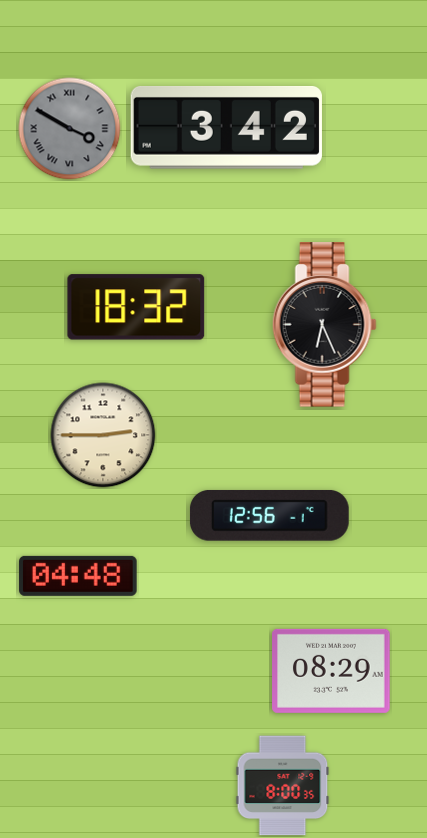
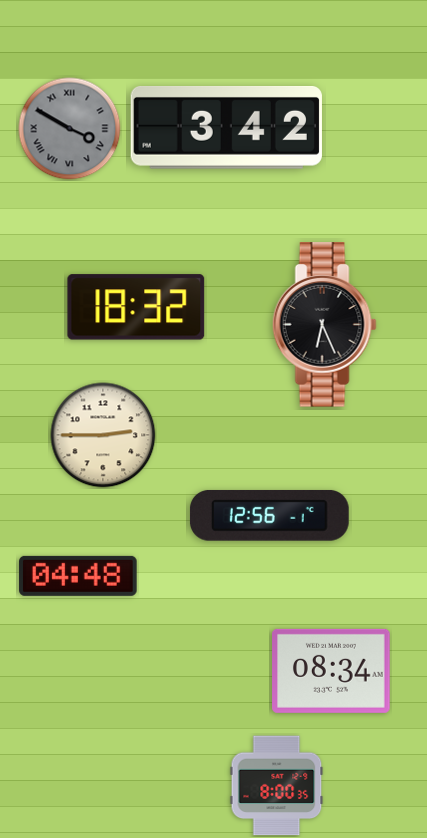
clock at (331, 671): 08:29 -> 08:34
clock at (283, 786) position: (283, 786) -> (277, 786)
